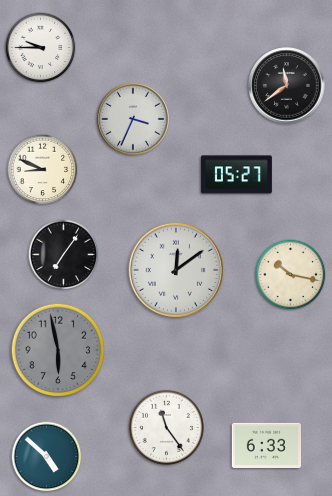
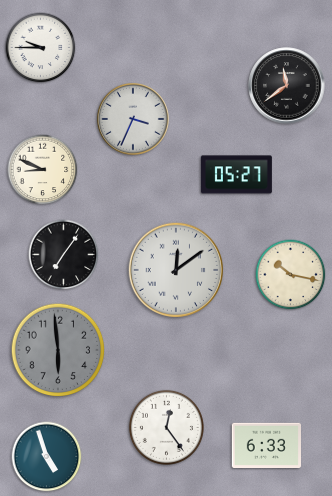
clock at (58, 350): 5:58 -> 5:59
clock at (166, 427): 11:24 -> 12:24
clock at (47, 457): 4:52 -> 4:57
